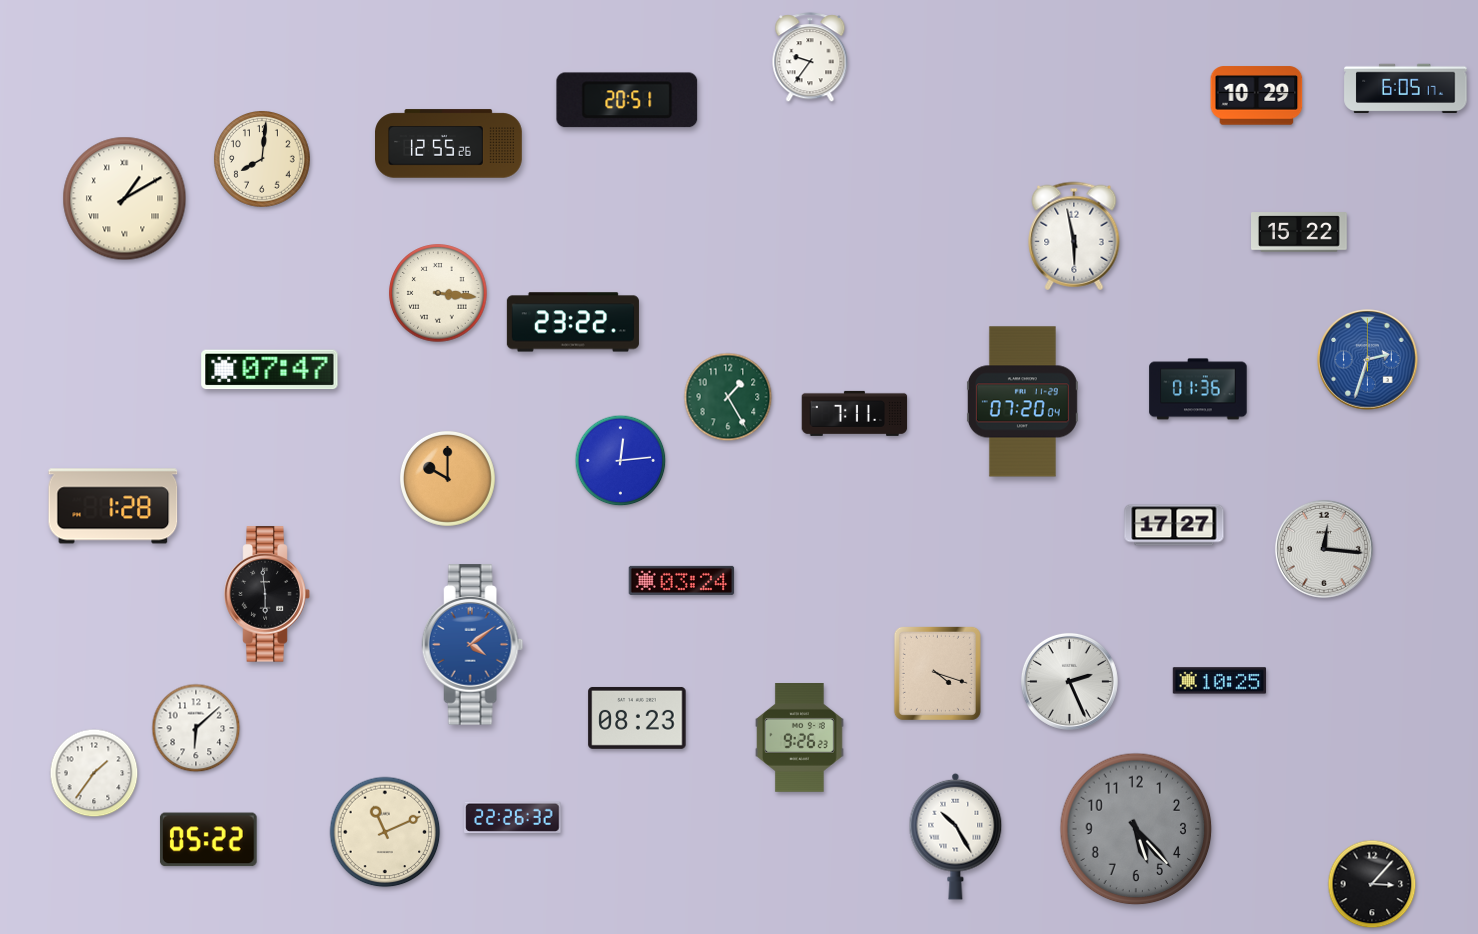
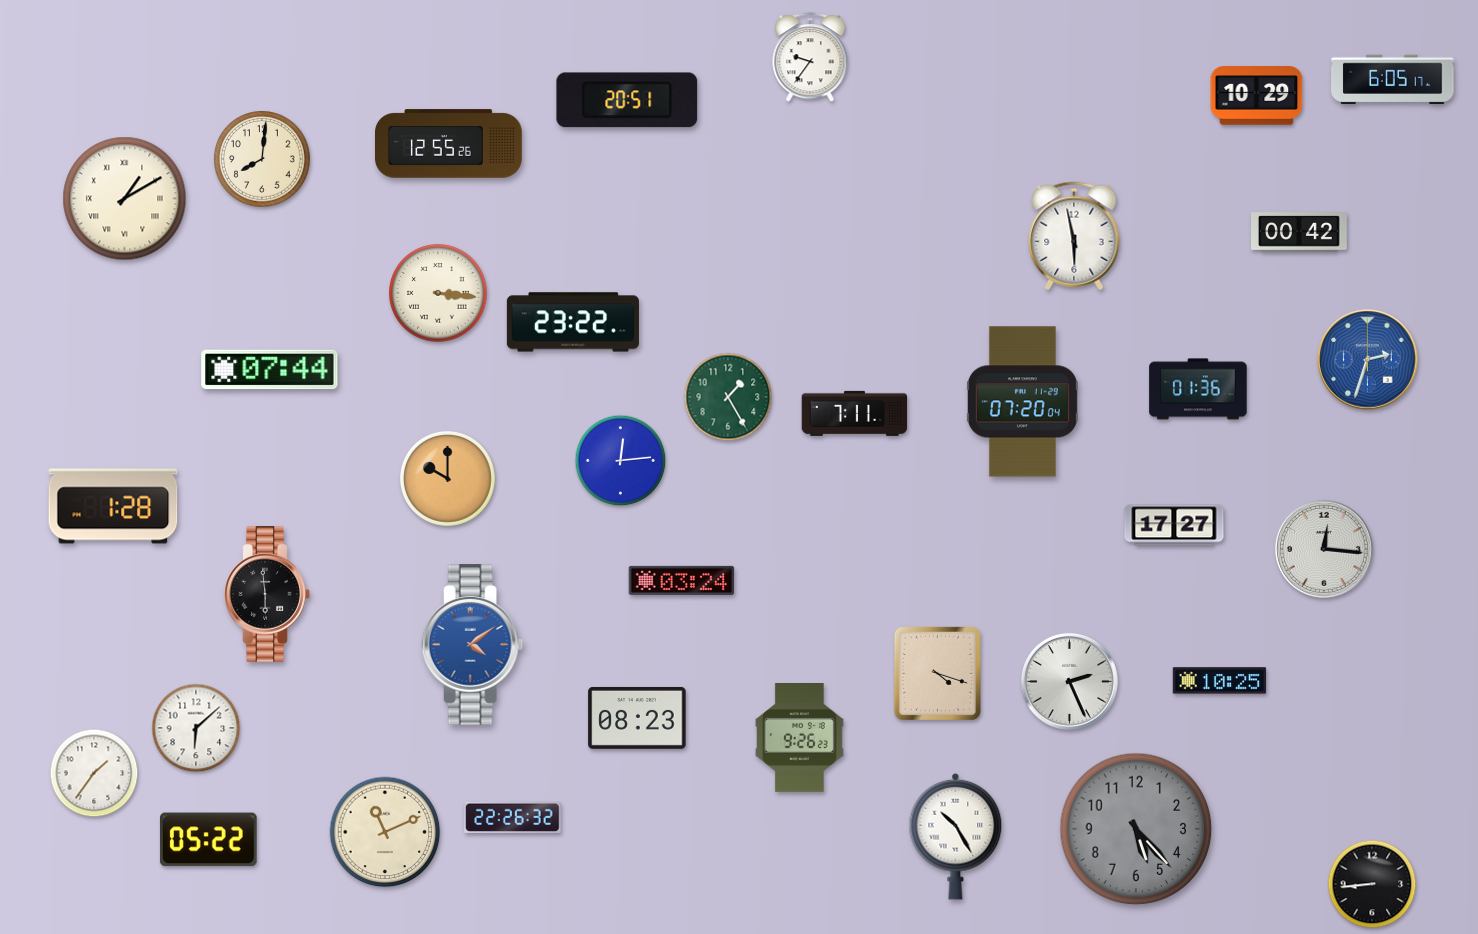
clock at (1406, 89) position: (1406, 89) -> (1393, 80)
clock at (1300, 232): 15:22 -> 00:42
clock at (270, 370): 07:47 -> 07:44
clock at (1372, 884): 3:07 -> 8:44
